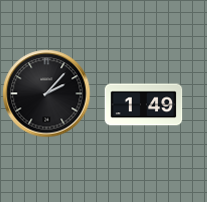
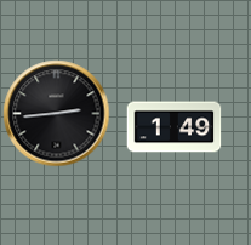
clock at (46, 93): 2:07 -> 2:44
